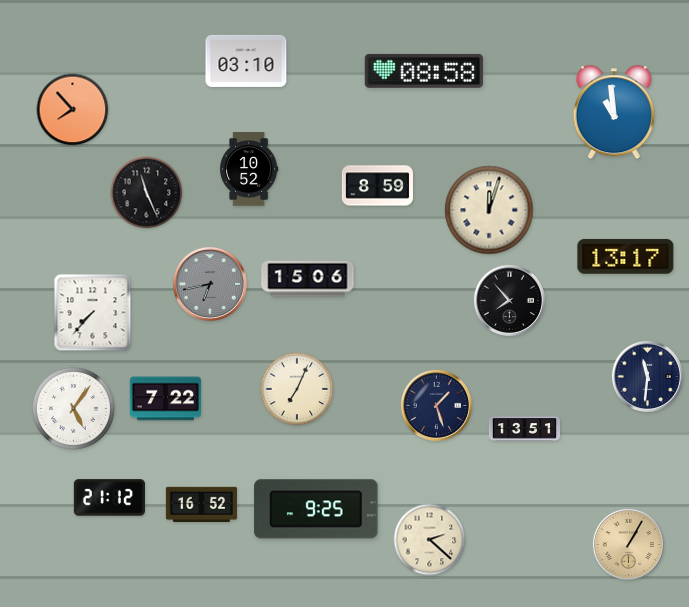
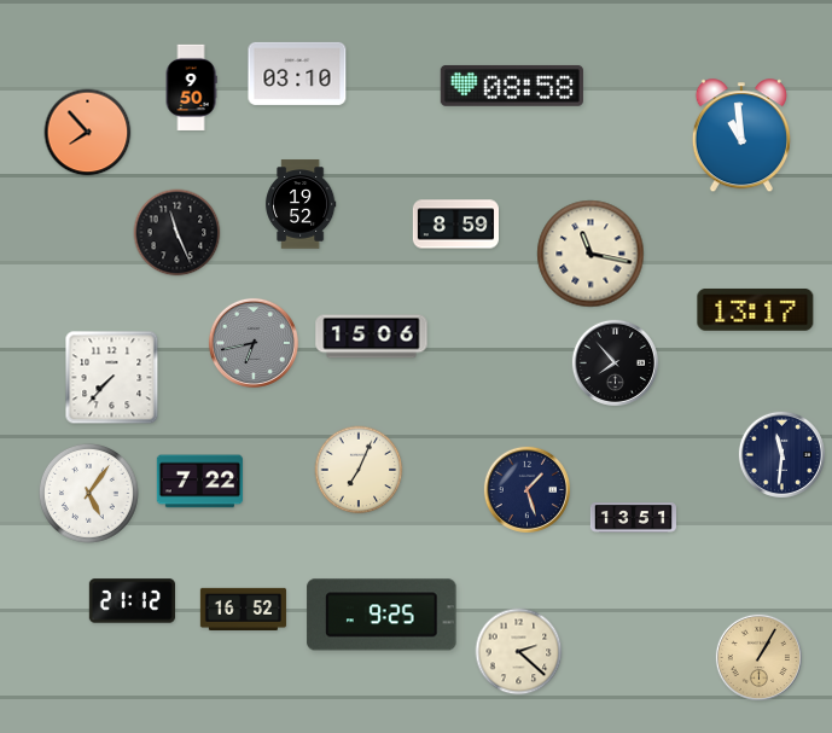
clock at (191, 87): none -> 9:50
clock at (249, 169): 10:52 -> 19:52
clock at (489, 210): 12:03 -> 11:17
